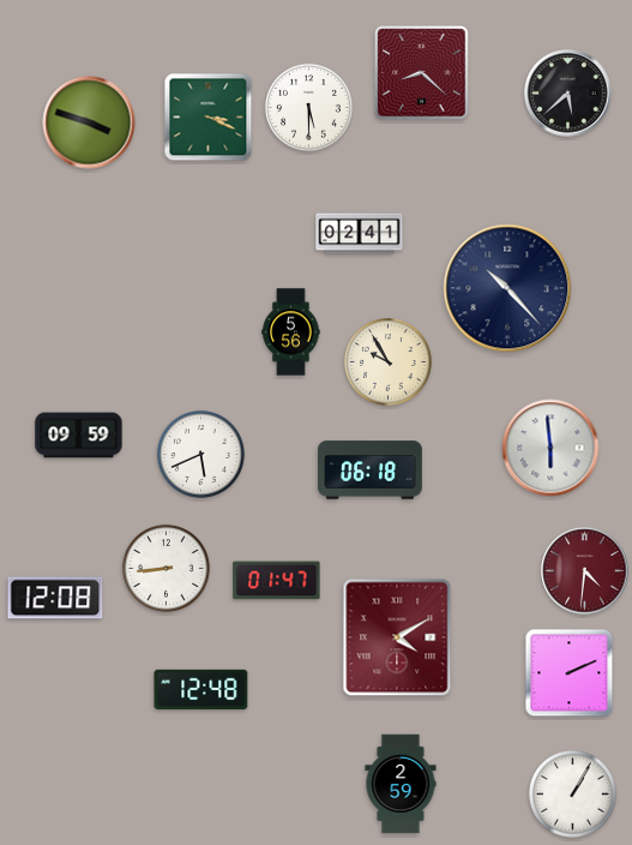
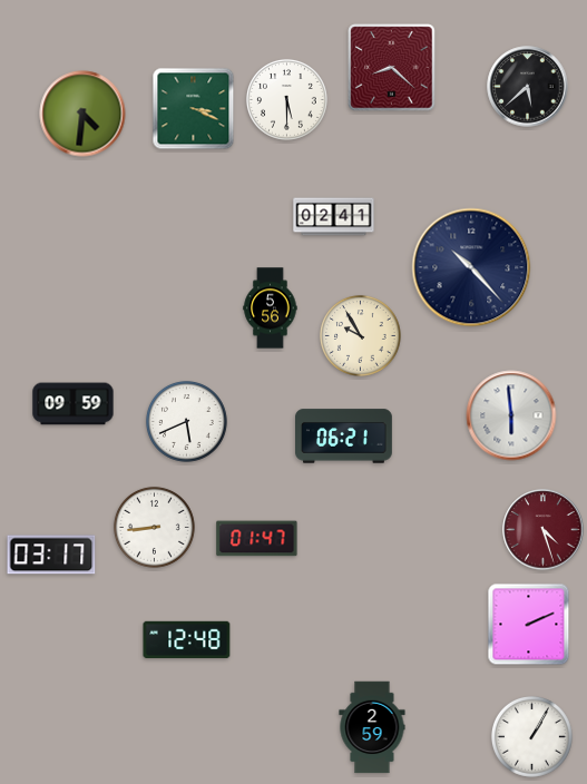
clock at (89, 122): 3:48 -> 4:31
clock at (371, 471): 06:18 -> 06:21
clock at (585, 571): 4:31 -> 4:27
clock at (55, 598): 12:08 -> 03:17
clock at (397, 637): 4:10 -> none
